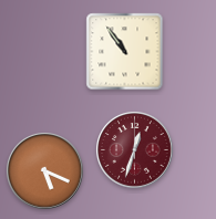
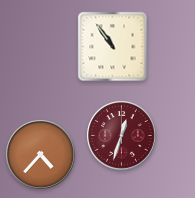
clock at (45, 171): 5:19 -> 4:37
